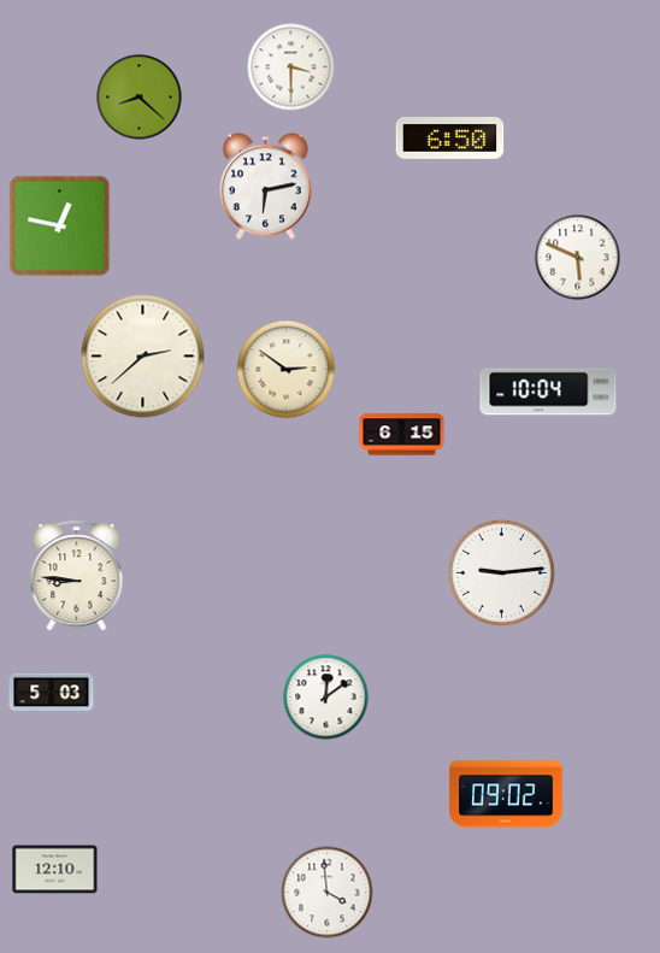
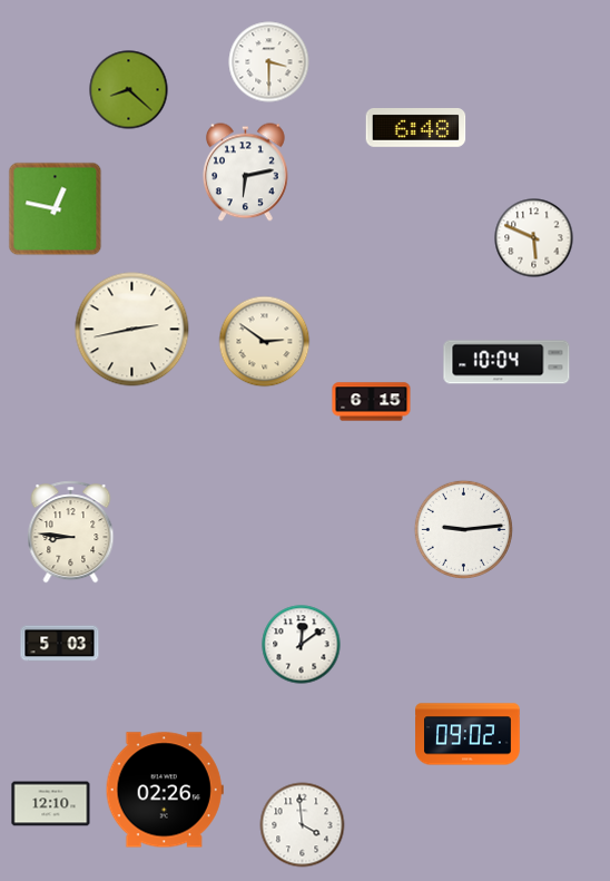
clock at (450, 139): 6:50 -> 6:48
clock at (143, 357): 2:38 -> 2:43
clock at (52, 693) position: (52, 693) -> (60, 644)
clock at (165, 790): none -> 02:26
